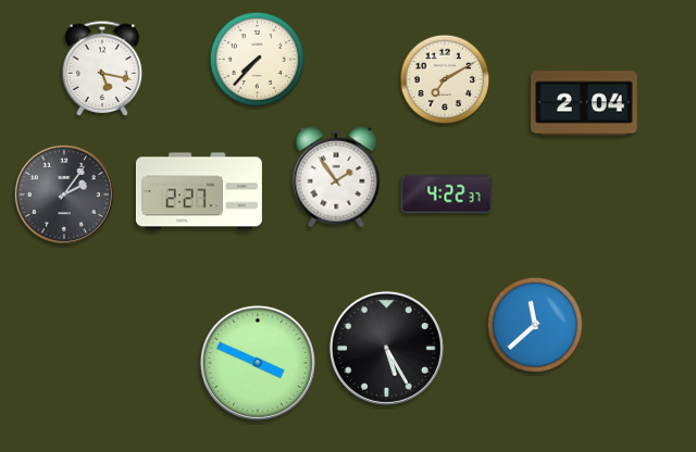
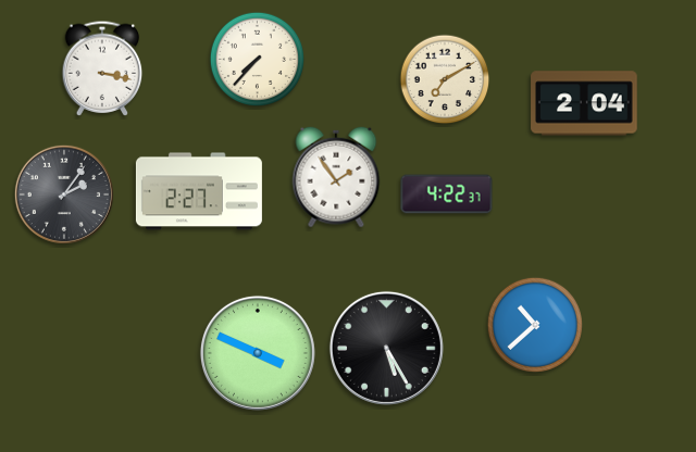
clock at (102, 68): 5:17 -> 3:17
clock at (534, 324): 11:38 -> 10:38
clock at (258, 363) position: (258, 363) -> (258, 353)
